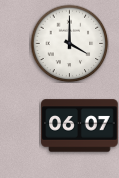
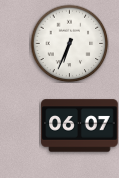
clock at (69, 43): 4:00 -> 6:34
